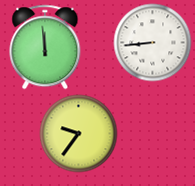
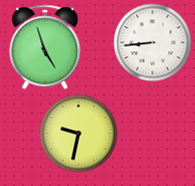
clock at (45, 47): 11:59 -> 4:57
clock at (78, 133): 9:36 -> 9:32
